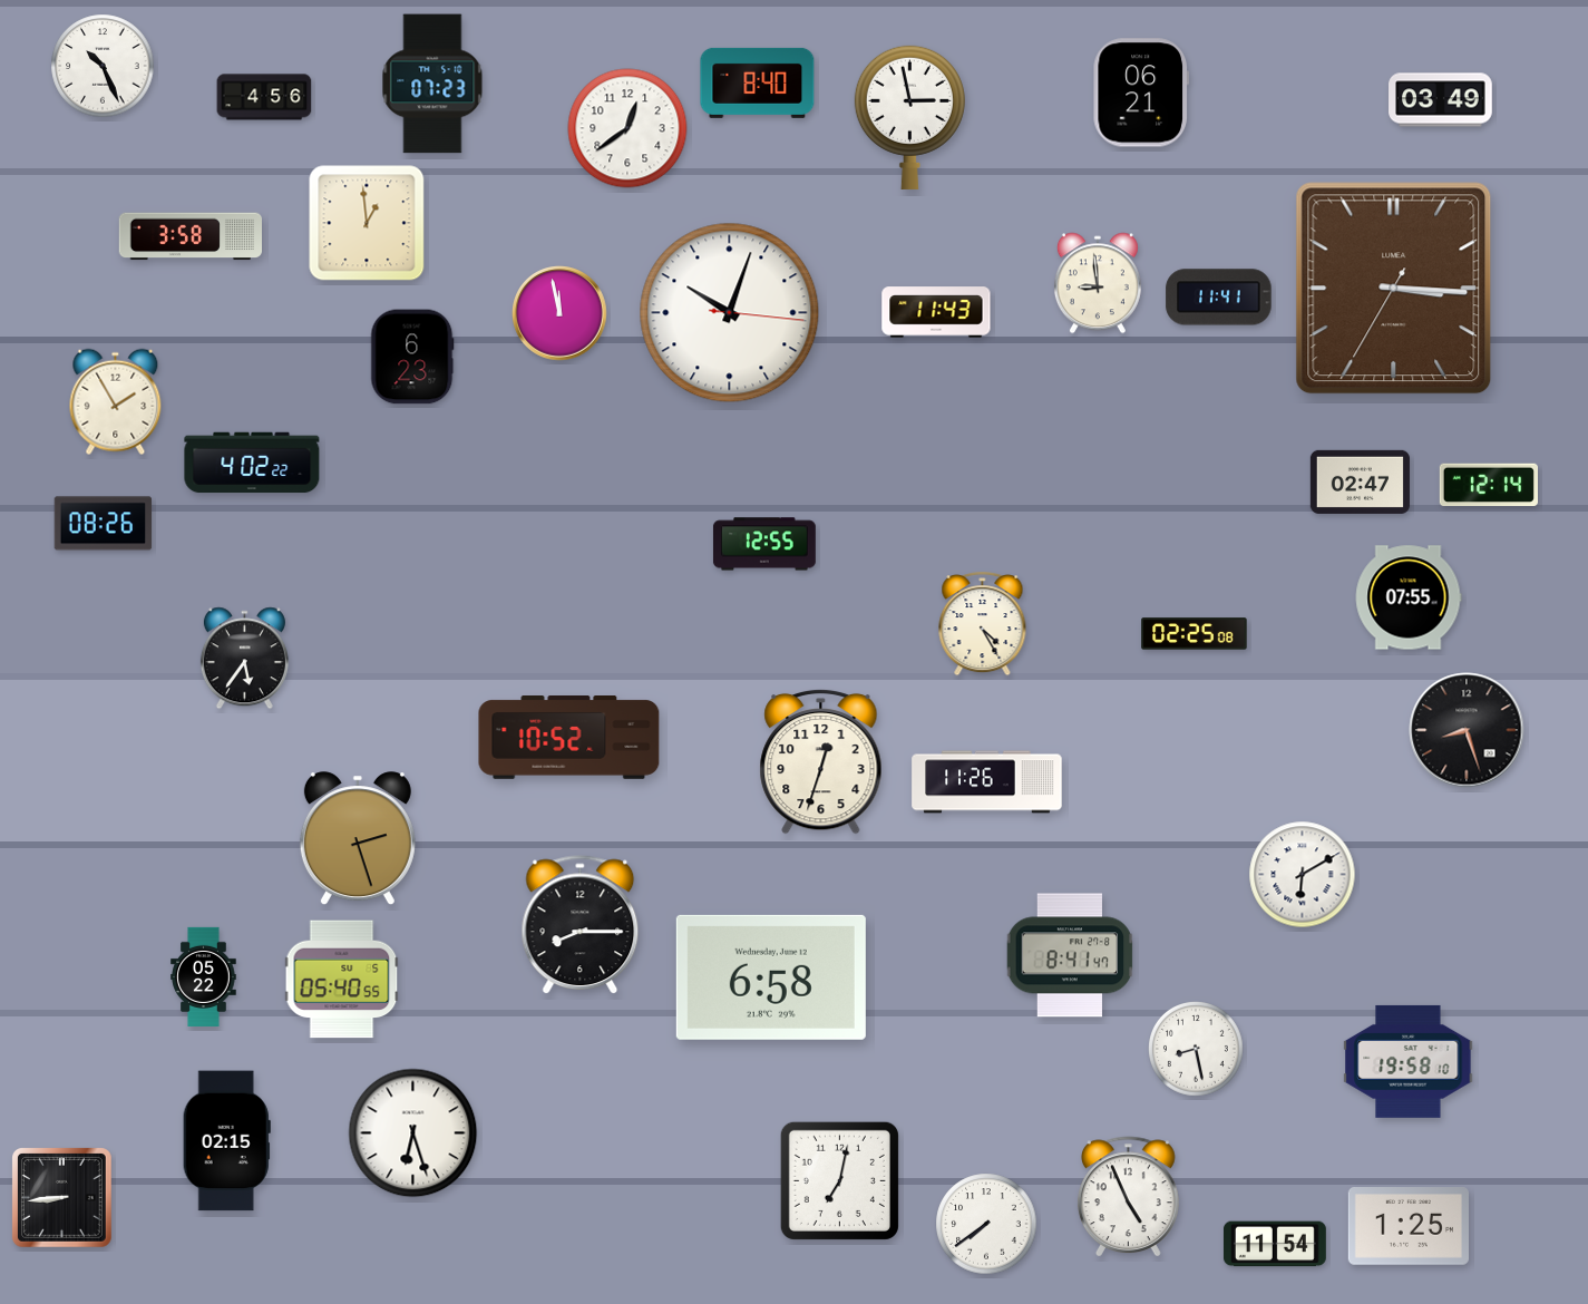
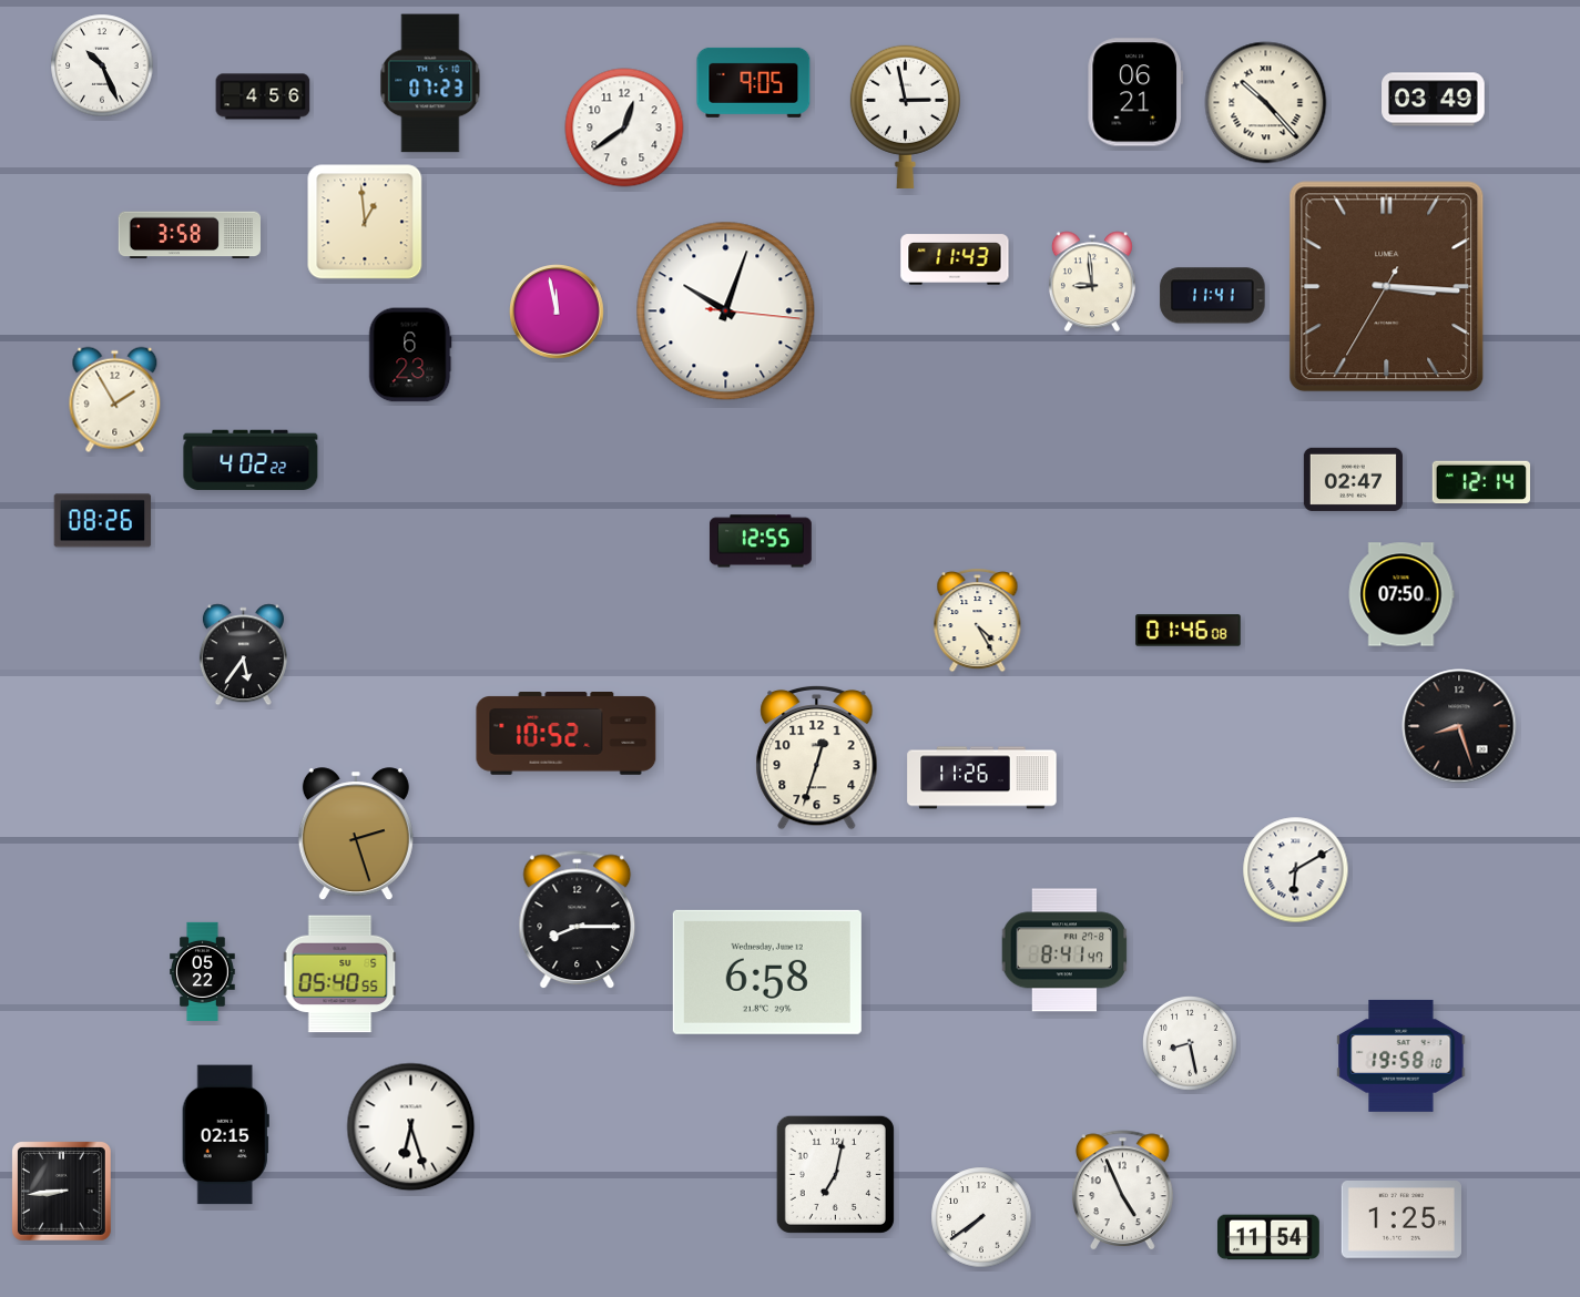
clock at (758, 82): 8:40 -> 9:05
clock at (1266, 103): none -> 10:23
clock at (936, 312) position: (936, 312) -> (955, 259)
clock at (1409, 597): 07:55 -> 07:50
clock at (1195, 634): 02:25 -> 01:46
